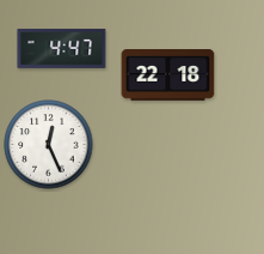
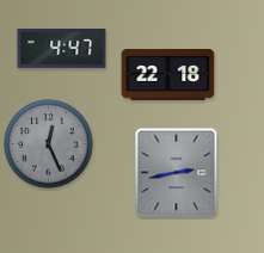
clock at (49, 145) dial: white -> grey
clock at (177, 173): none -> 2:43
